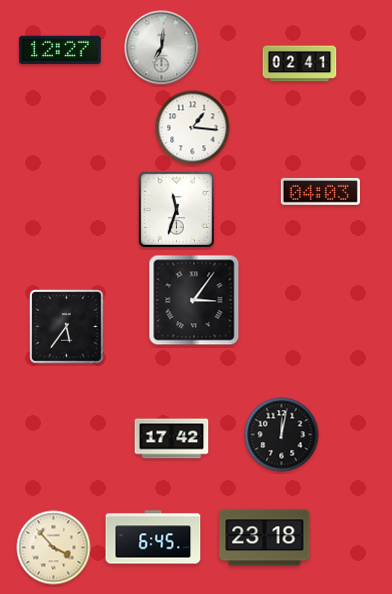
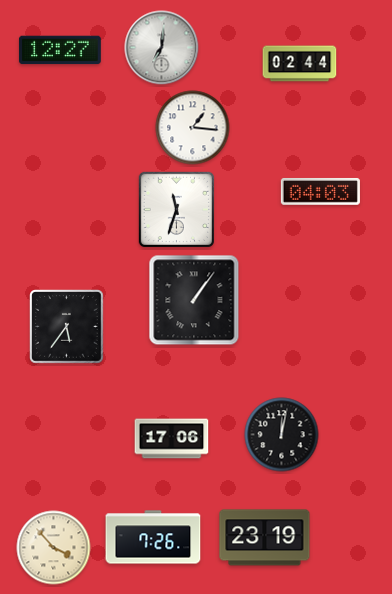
clock at (300, 64): 02:41 -> 02:44
clock at (194, 300): 3:06 -> 1:06
clock at (172, 439): 17:42 -> 17:06
clock at (153, 537): 6:45 -> 7:26
clock at (265, 538): 23:18 -> 23:19
